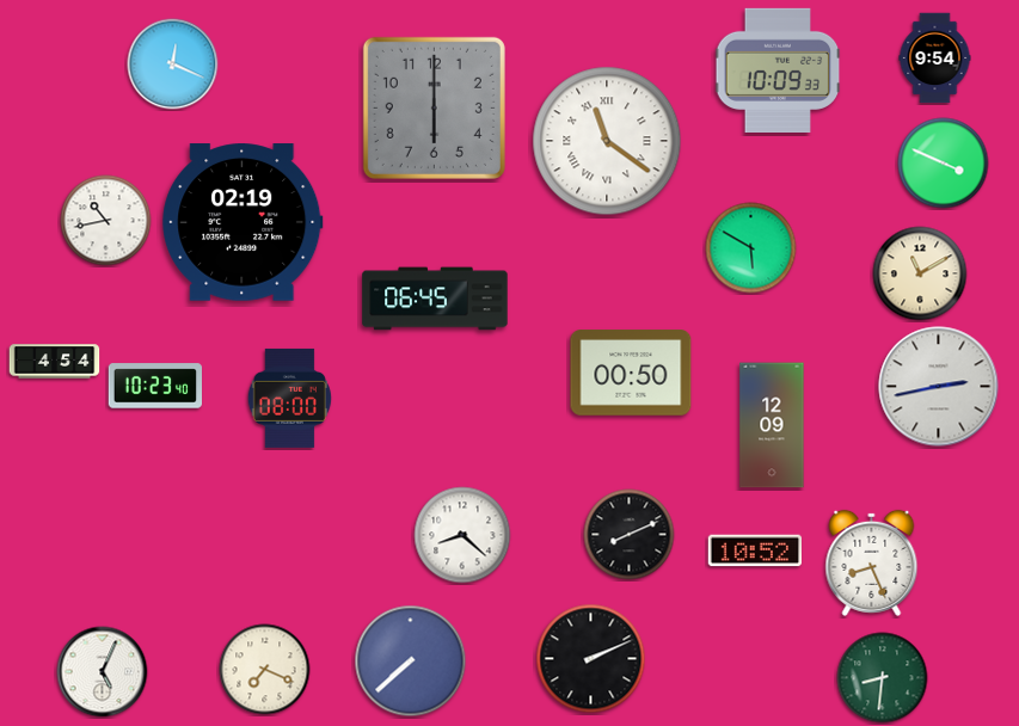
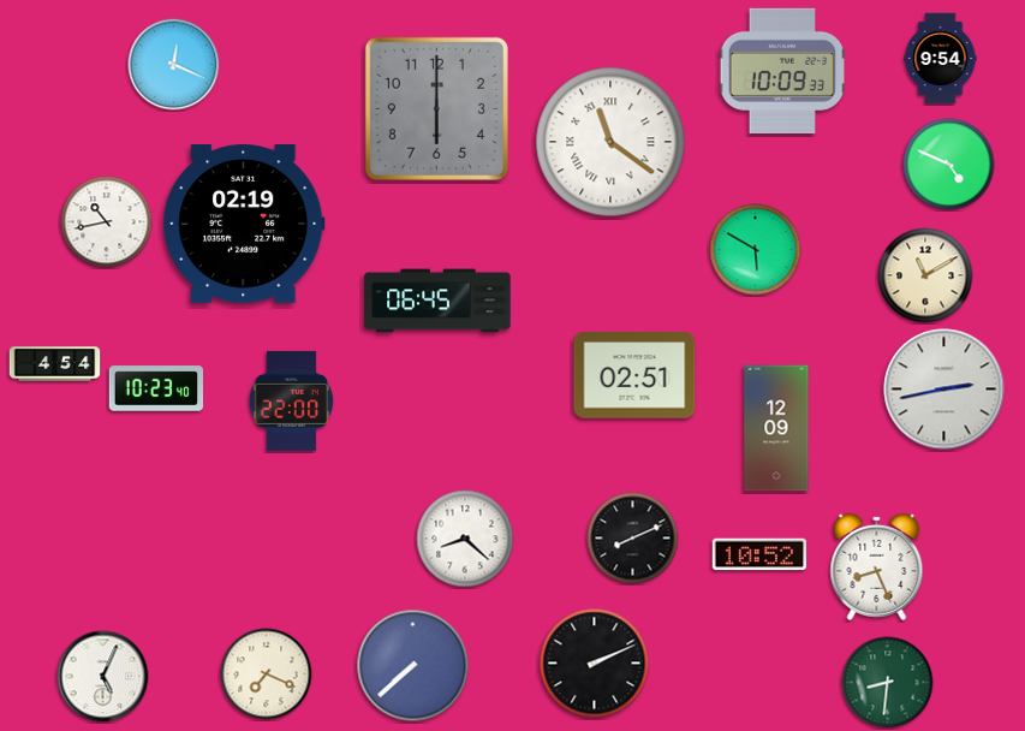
clock at (944, 164): 3:49 -> 4:49
clock at (631, 373): 00:50 -> 02:51
clock at (289, 398): 08:00 -> 22:00
